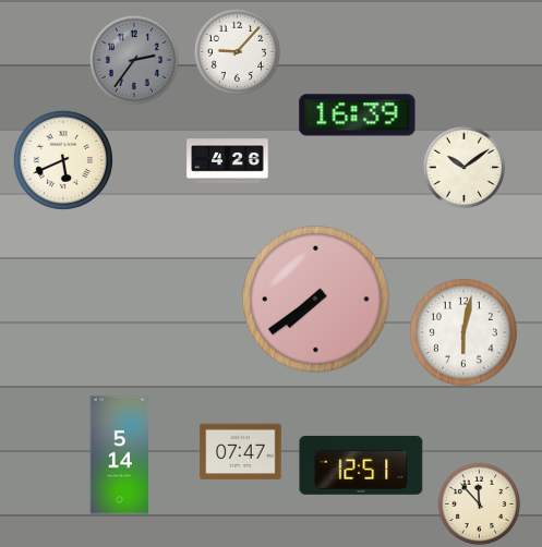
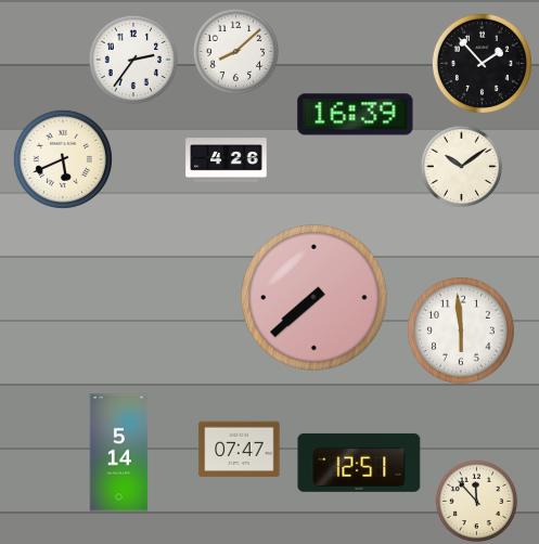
clock at (237, 51): 9:07 -> 8:08
clock at (133, 59) dial: grey -> white
clock at (482, 63): none -> 1:53
clock at (316, 300): 7:39 -> 7:38
clock at (463, 332): 6:02 -> 5:59
